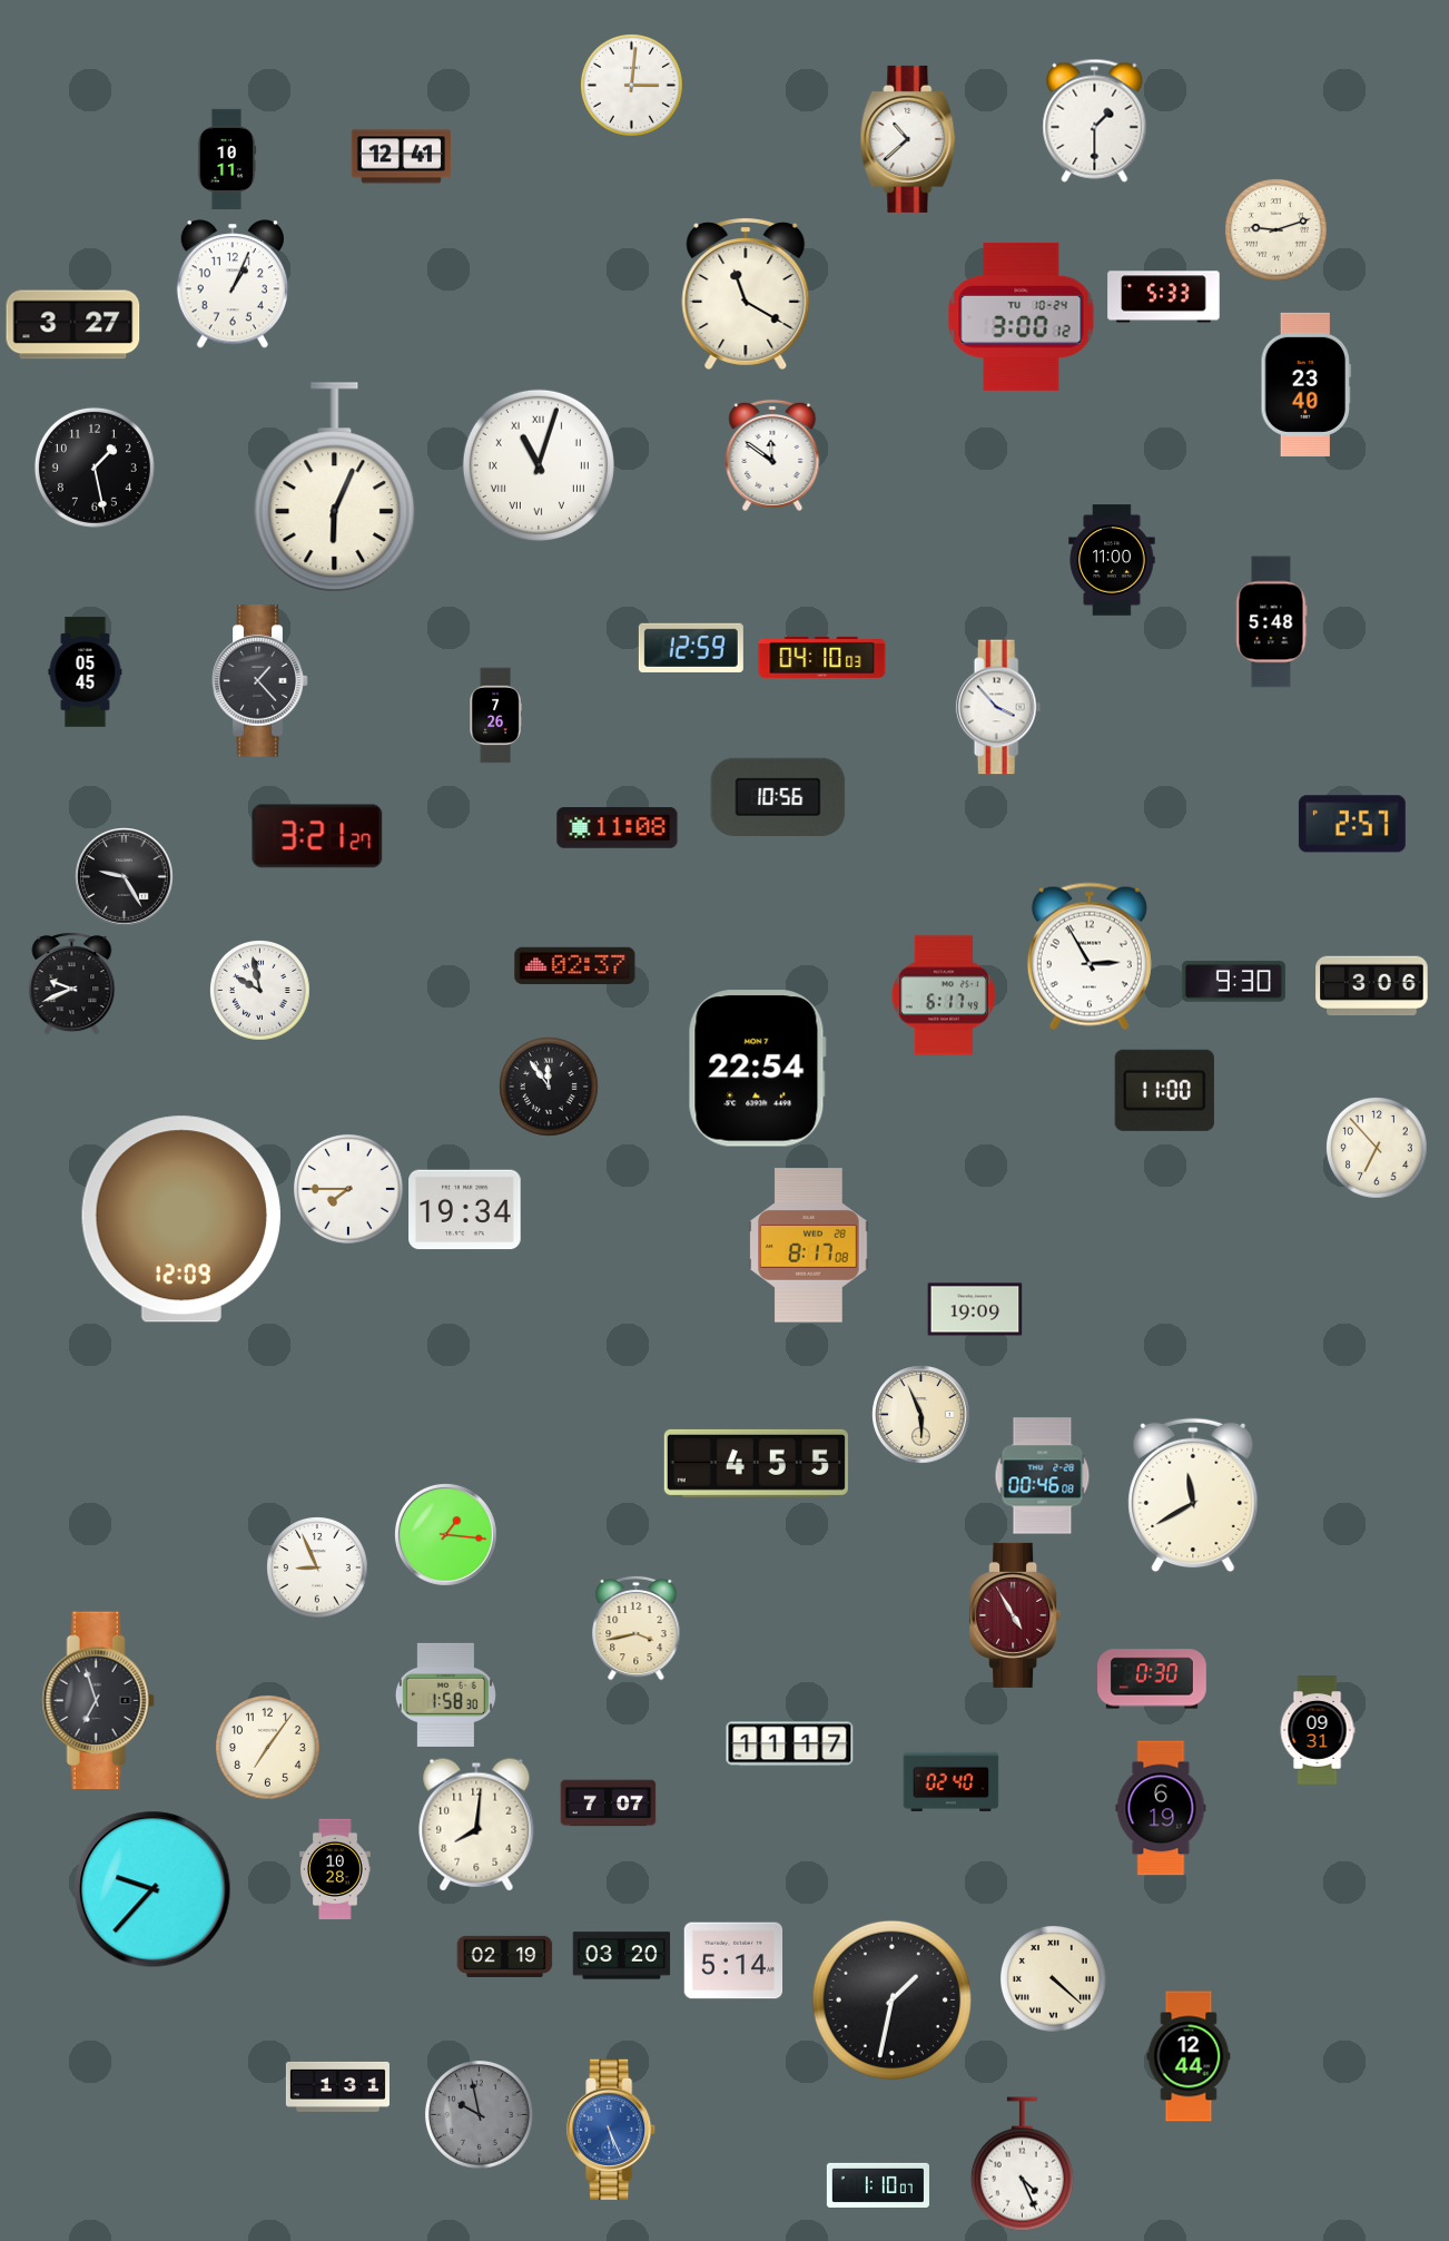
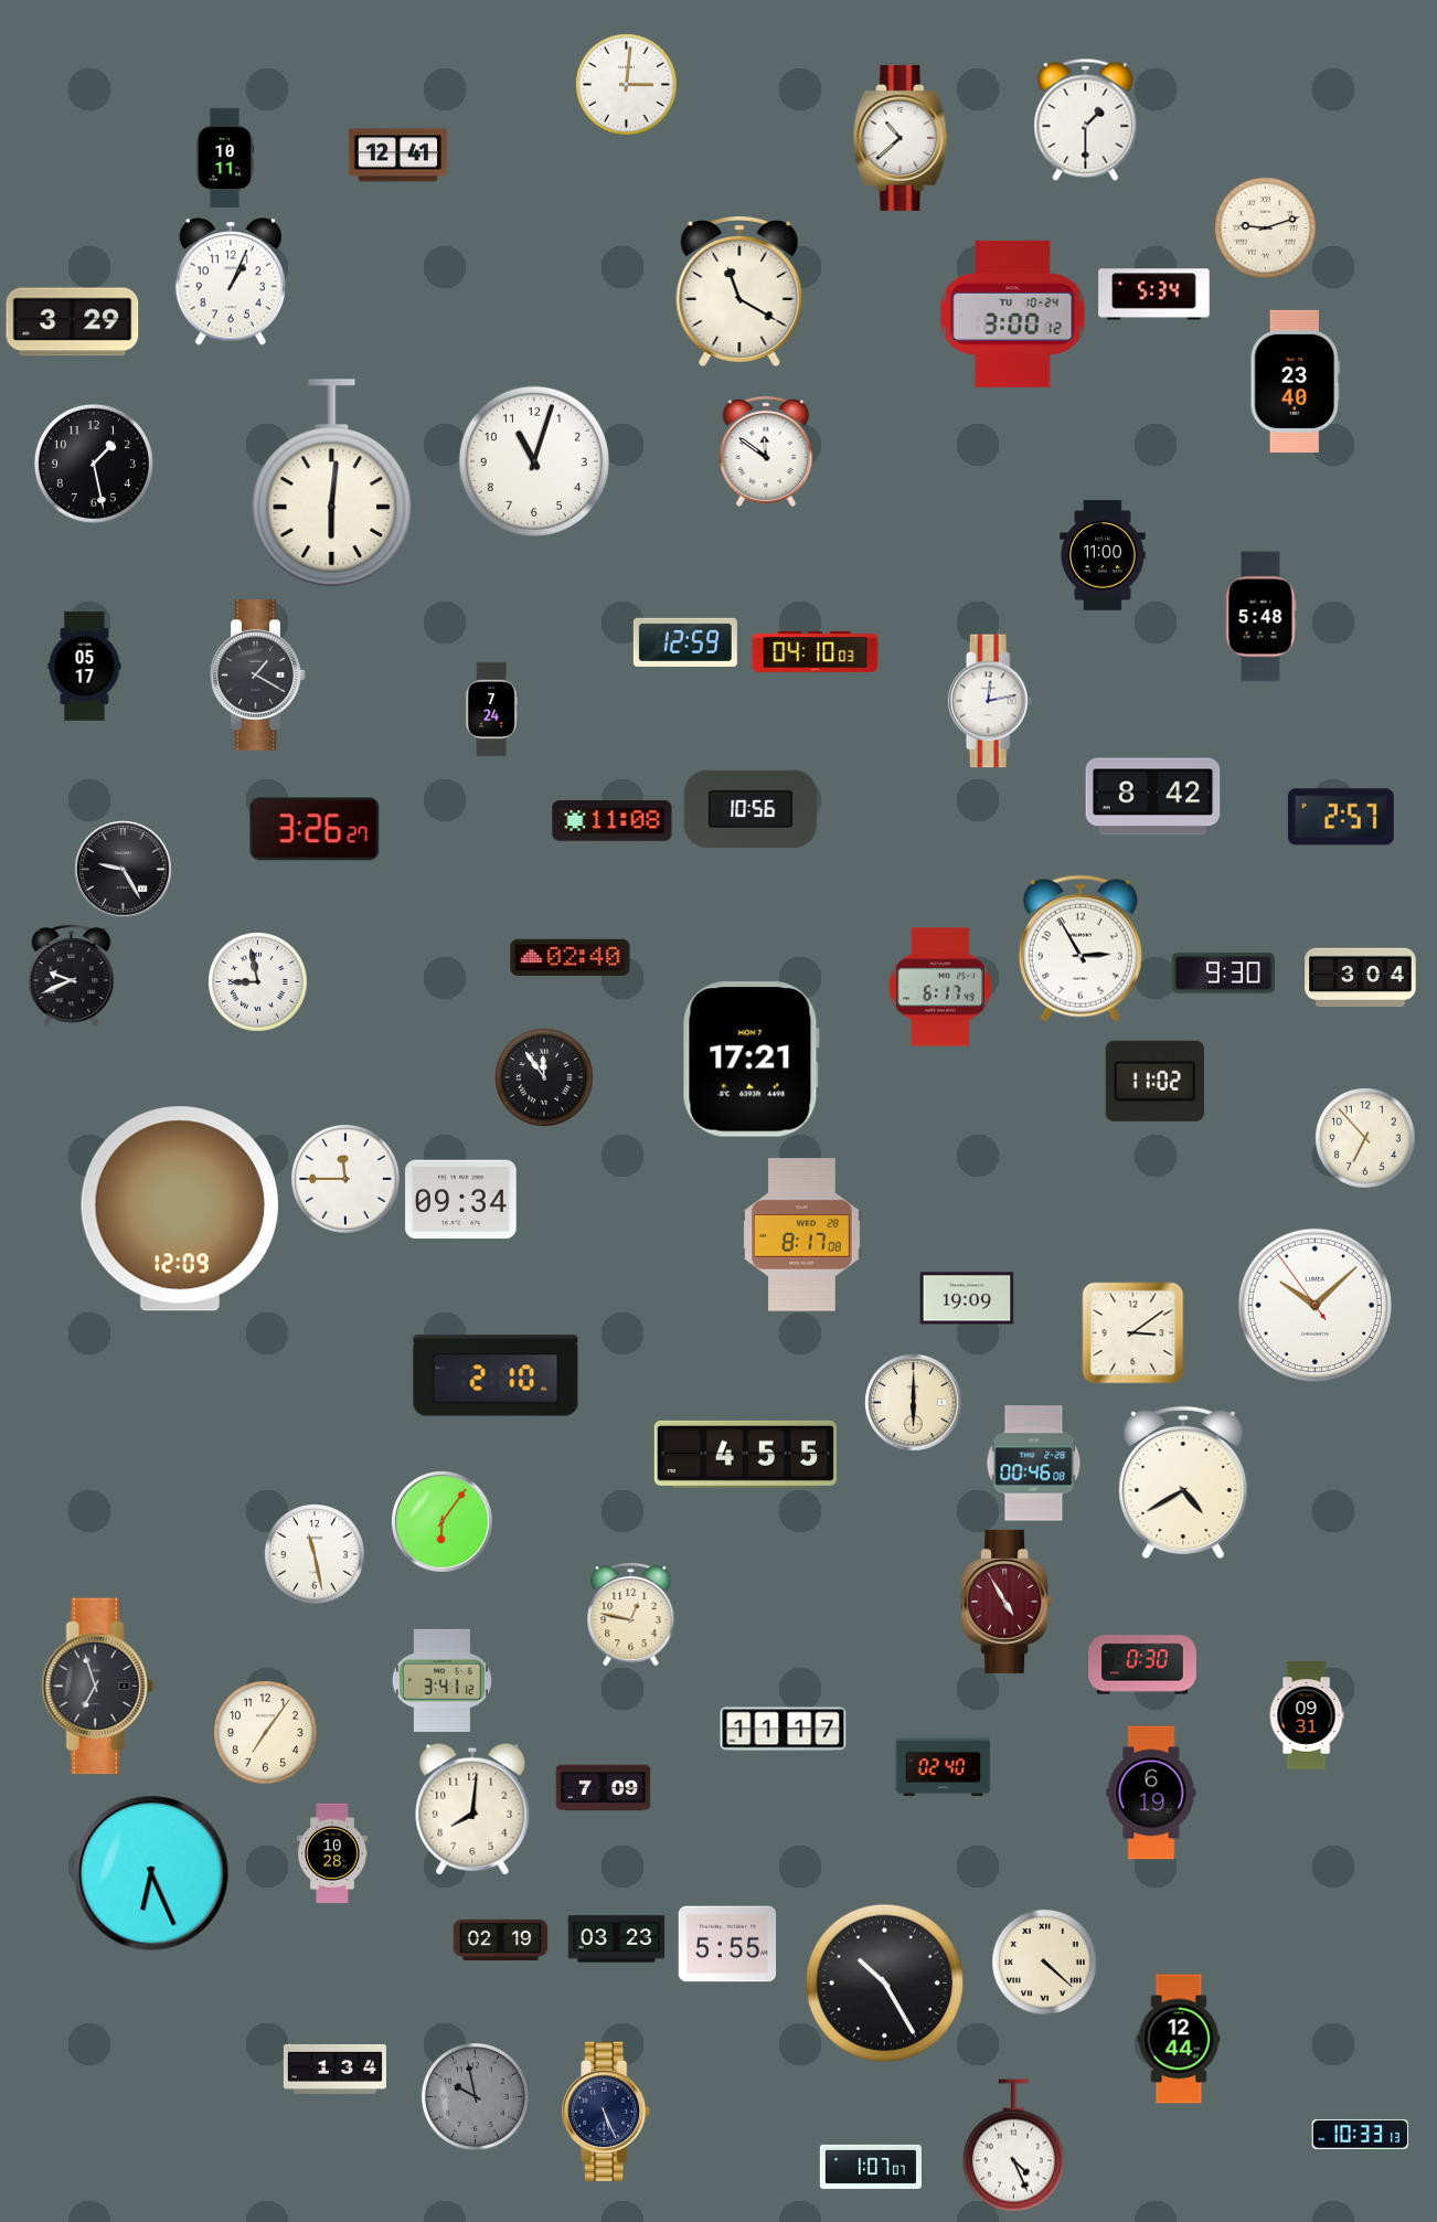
clock at (1164, 297): 5:33 -> 5:34
clock at (73, 325): 3:27 -> 3:29
clock at (539, 465) numerals: Roman -> Arabic
clock at (335, 486): 6:04 -> 6:01
clock at (86, 672): 05:45 -> 05:17
clock at (260, 681): 1:23 -> 1:20
clock at (998, 707): 3:53 -> 12:13
clock at (495, 716): 7:26 -> 7:24
clock at (778, 796) position: (778, 796) -> (751, 808)
clock at (1153, 797): none -> 8:42
clock at (317, 836): 3:21 -> 3:26
clock at (575, 966): 02:37 -> 02:40
clock at (1372, 986): 3:06 -> 3:04
clock at (260, 991): 9:58 -> 8:58
clock at (944, 995) position: (944, 995) -> (940, 987)
clock at (757, 1069): 22:54 -> 17:21
clock at (1164, 1090): 11:00 -> 11:02
clock at (348, 1189): 7:45 -> 11:45
clock at (465, 1210): 19:34 -> 09:34
clock at (1314, 1305): none -> 10:07
clock at (1133, 1333): none -> 3:09
clock at (496, 1375): none -> 2:10
clock at (921, 1415): 5:56 -> 6:00
clock at (756, 1463) position: (756, 1463) -> (745, 1454)
clock at (1193, 1495): 11:40 -> 4:40
clock at (445, 1534): 1:16 -> 6:06
clock at (318, 1569): 8:56 -> 11:28
clock at (637, 1628): 3:43 -> 12:47
clock at (445, 1694): 1:58 -> 3:41
clock at (609, 1803): 7:07 -> 7:09
clock at (152, 1889): 9:37 -> 6:26
clock at (622, 1956): 03:20 -> 03:23
clock at (733, 1960): 5:14 -> 5:55
clock at (891, 1999): 1:32 -> 10:25
clock at (337, 2086): 1:31 -> 1:34
clock at (612, 2129) dial: blue -> navy
clock at (1361, 2134): none -> 10:33
clock at (878, 2185): 1:10 -> 1:07
